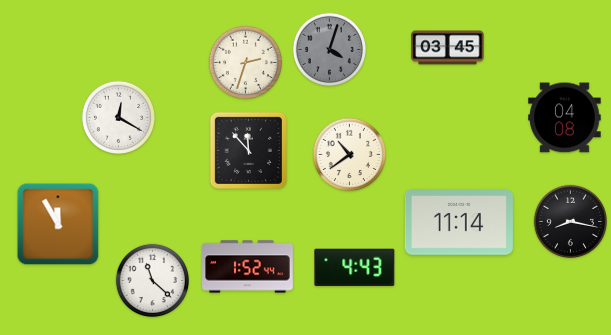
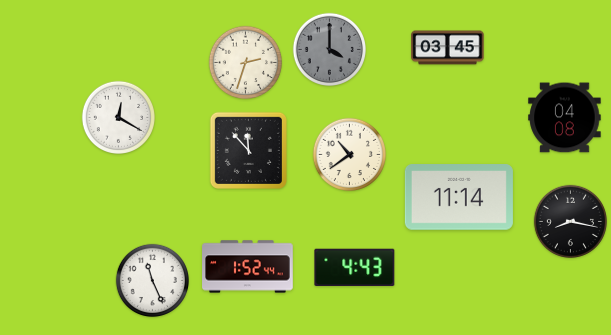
clock at (329, 49): 4:03 -> 4:00
clock at (459, 222) position: (459, 222) -> (459, 197)
clock at (58, 224): 11:55 -> none
clock at (152, 280): 11:22 -> 11:26
